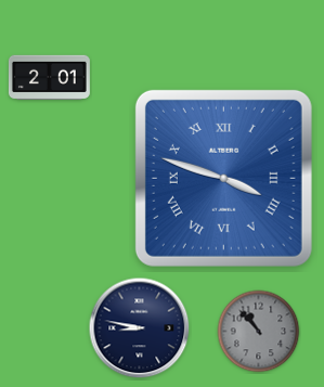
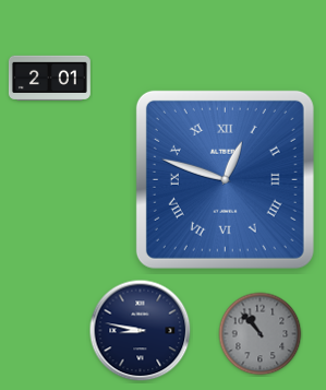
clock at (223, 178): 3:48 -> 12:48
